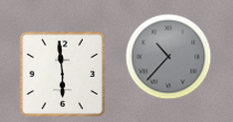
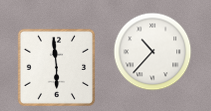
clock at (168, 56) dial: grey -> white
